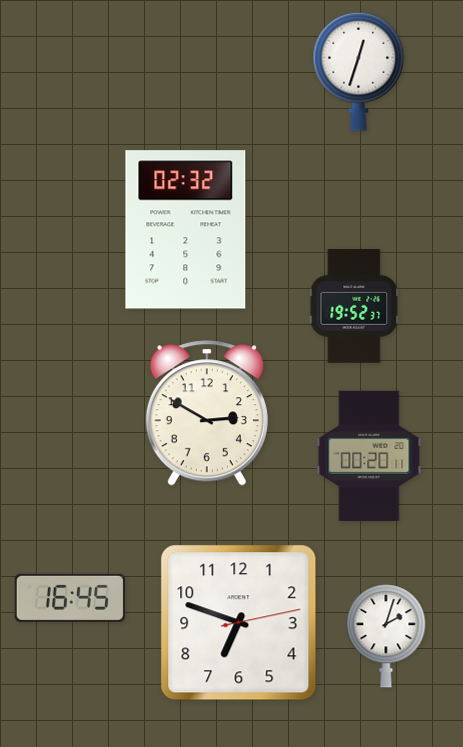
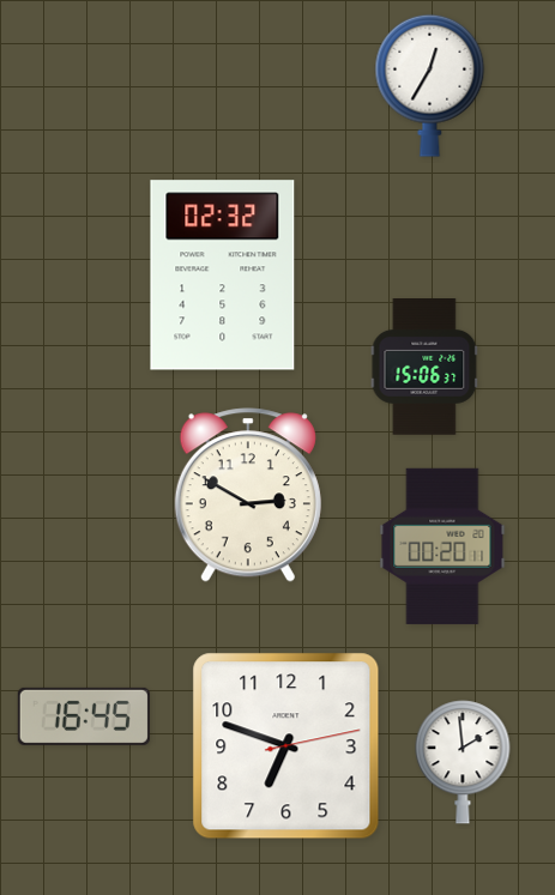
clock at (359, 71): 12:33 -> 12:35
clock at (354, 307): 19:52 -> 15:06
clock at (386, 636): 2:03 -> 1:59
